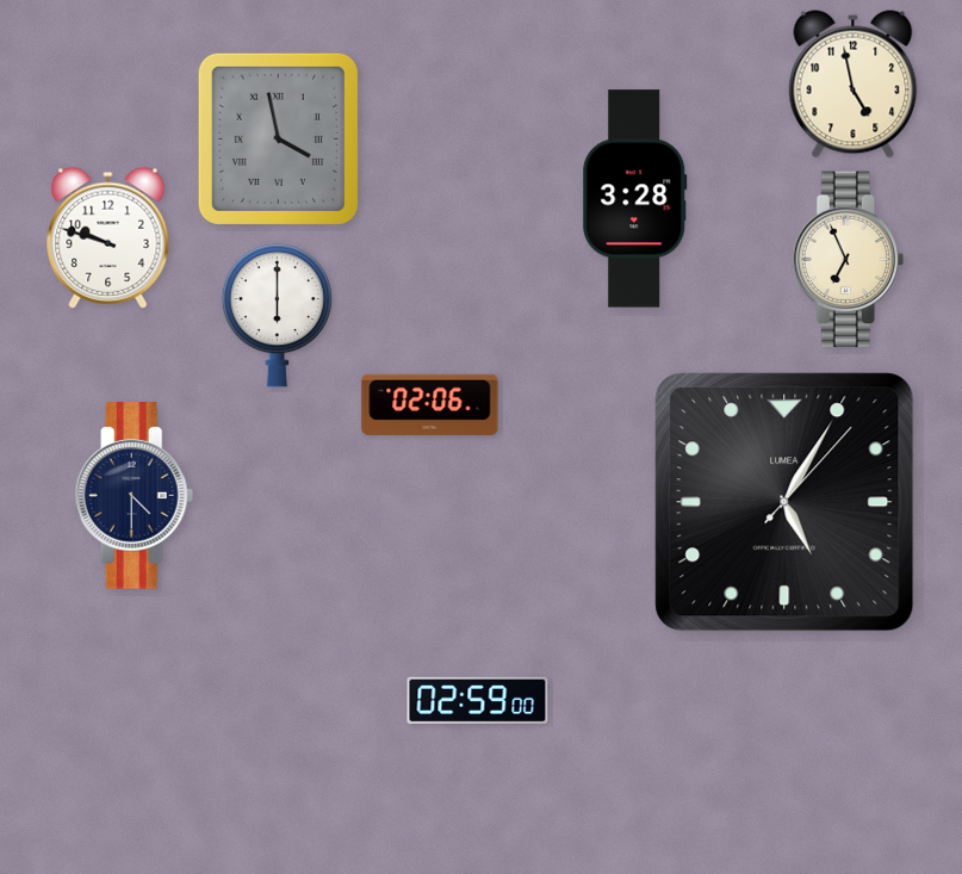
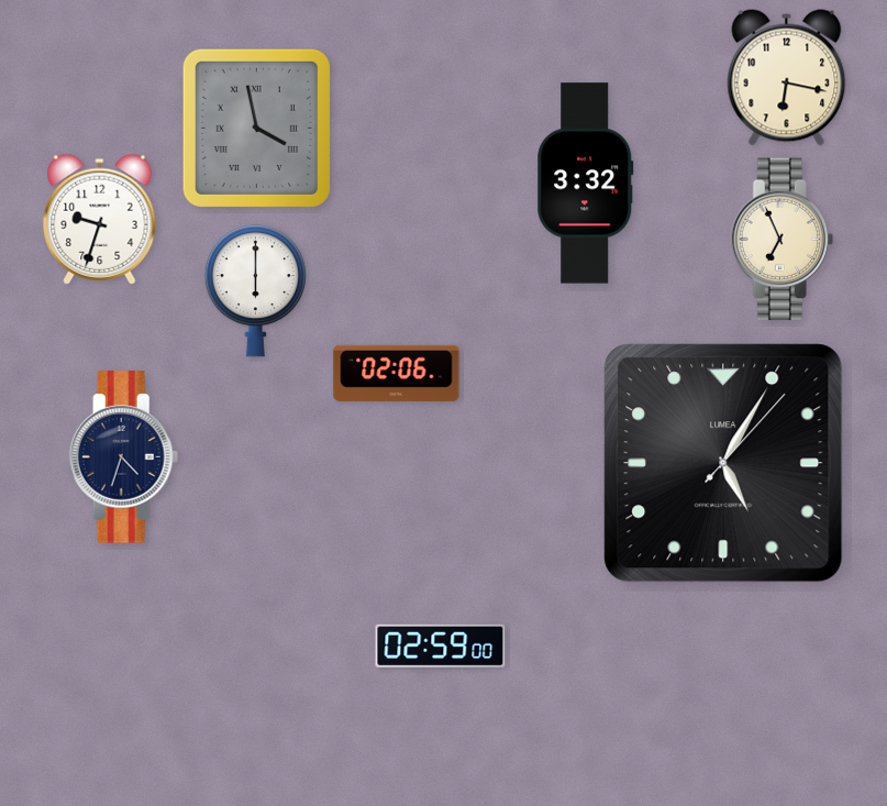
clock at (854, 85): 4:58 -> 6:17
clock at (635, 199): 3:28 -> 3:32
clock at (108, 237): 9:48 -> 9:33
clock at (135, 496): 4:30 -> 4:33
